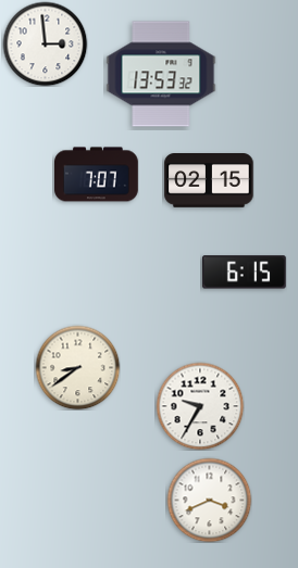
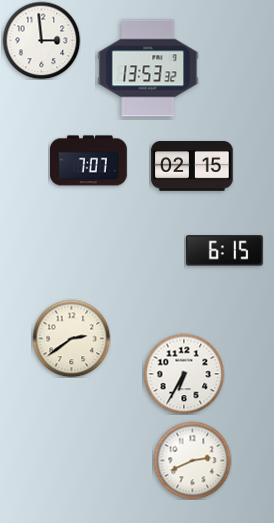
clock at (77, 367): 8:39 -> 2:39
clock at (200, 406): 9:35 -> 6:35
clock at (209, 500): 3:41 -> 2:41
